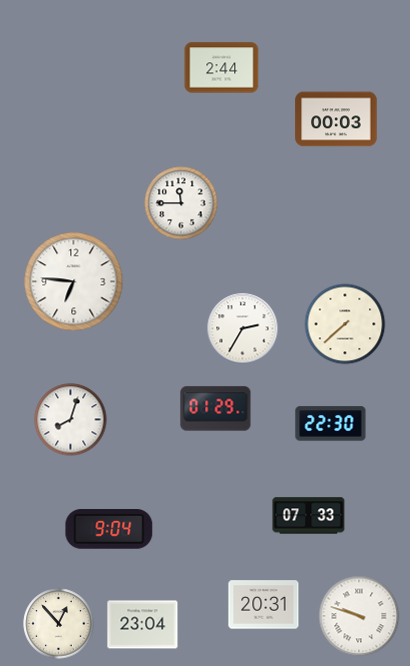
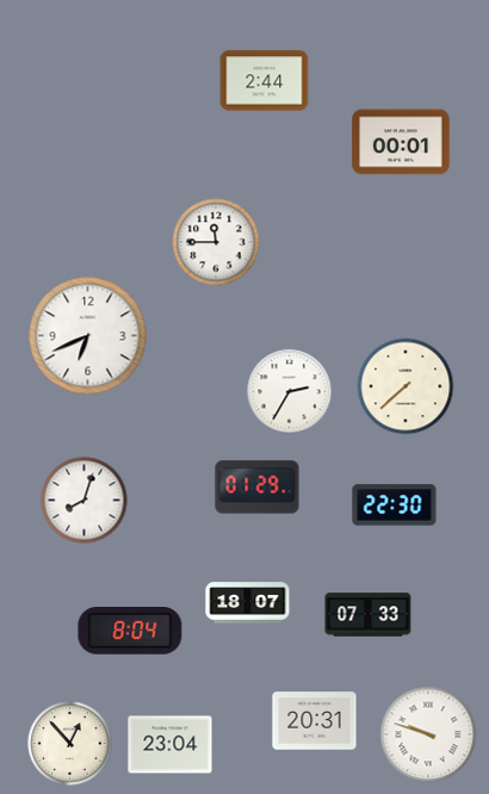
clock at (336, 119): 00:03 -> 00:01
clock at (74, 282): 6:46 -> 6:41
clock at (345, 324) position: (345, 324) -> (406, 386)
clock at (248, 603): none -> 18:07
clock at (109, 529): 9:04 -> 8:04
